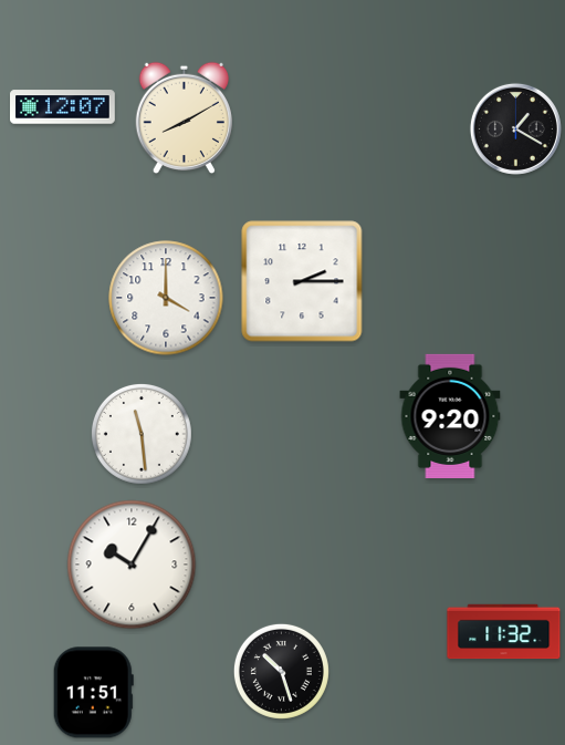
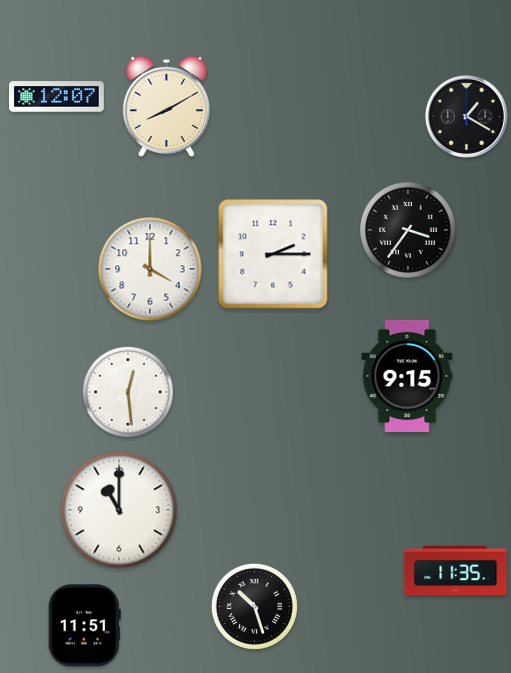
clock at (408, 230): none -> 3:36
clock at (450, 416): 9:20 -> 9:15
clock at (142, 434): 11:29 -> 12:29
clock at (132, 565): 10:05 -> 11:00
clock at (504, 632): 11:32 -> 11:35
